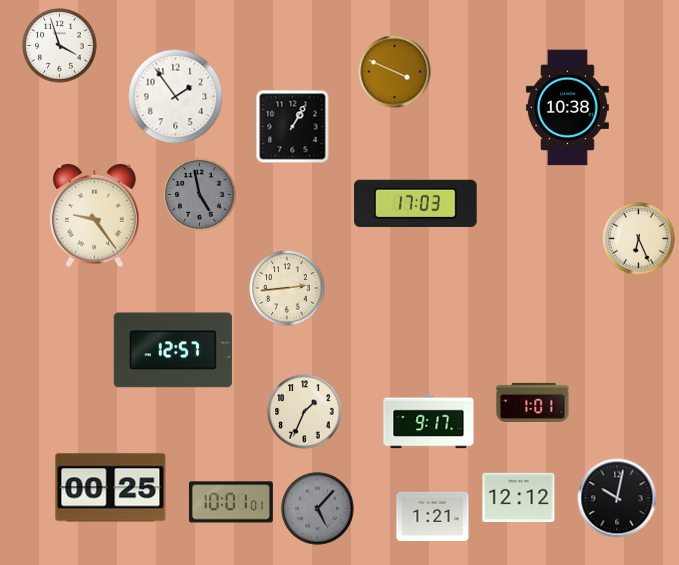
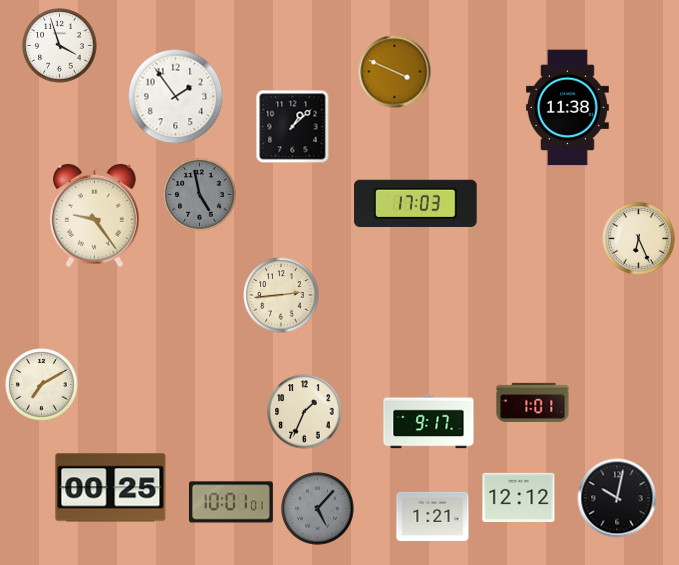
clock at (567, 108): 10:38 -> 11:38
clock at (293, 127): 1:05 -> 1:08
clock at (287, 288) position: (287, 288) -> (281, 295)
clock at (173, 350): 12:57 -> none
clock at (42, 385): none -> 7:10
